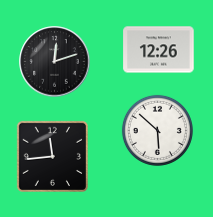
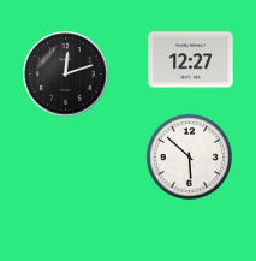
clock at (159, 50): 12:26 -> 12:27
clock at (52, 156): 11:44 -> none
